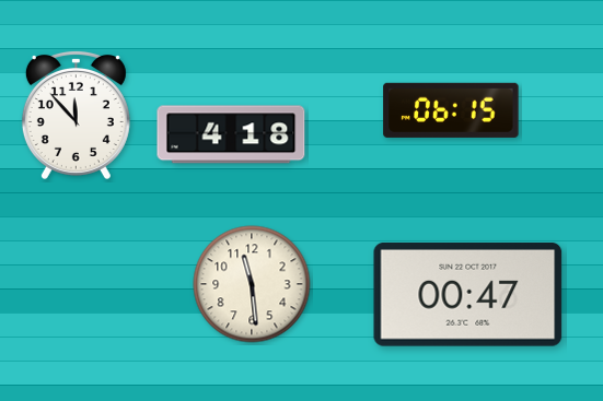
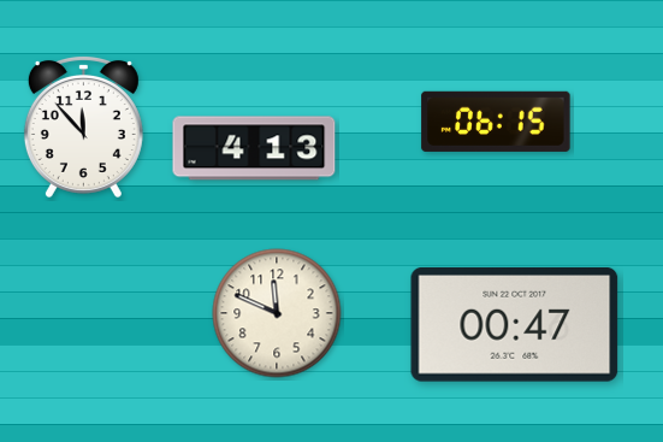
clock at (231, 134): 4:18 -> 4:13
clock at (252, 284): 11:29 -> 11:49
